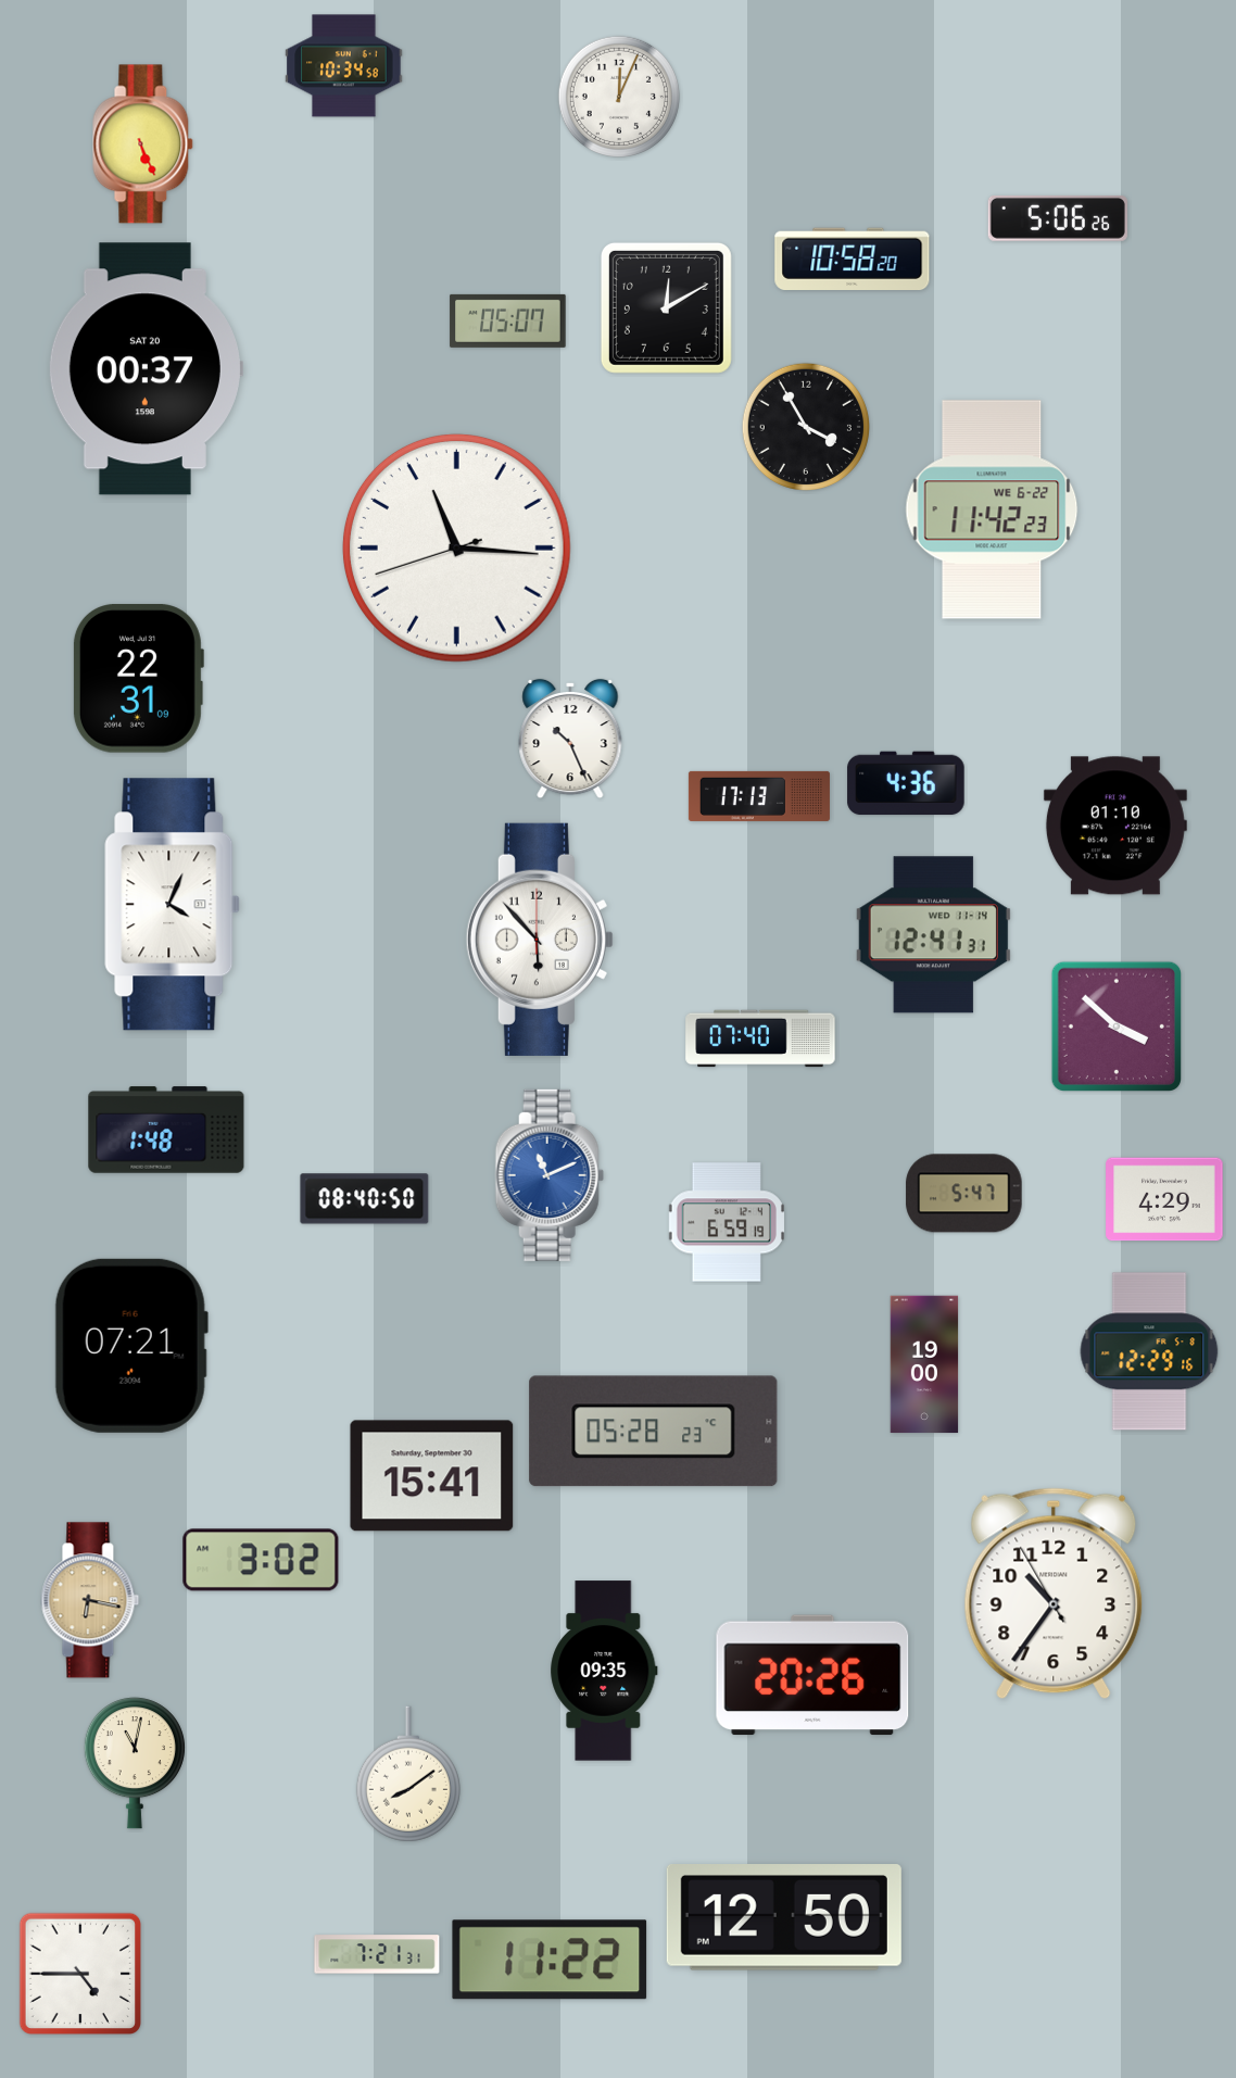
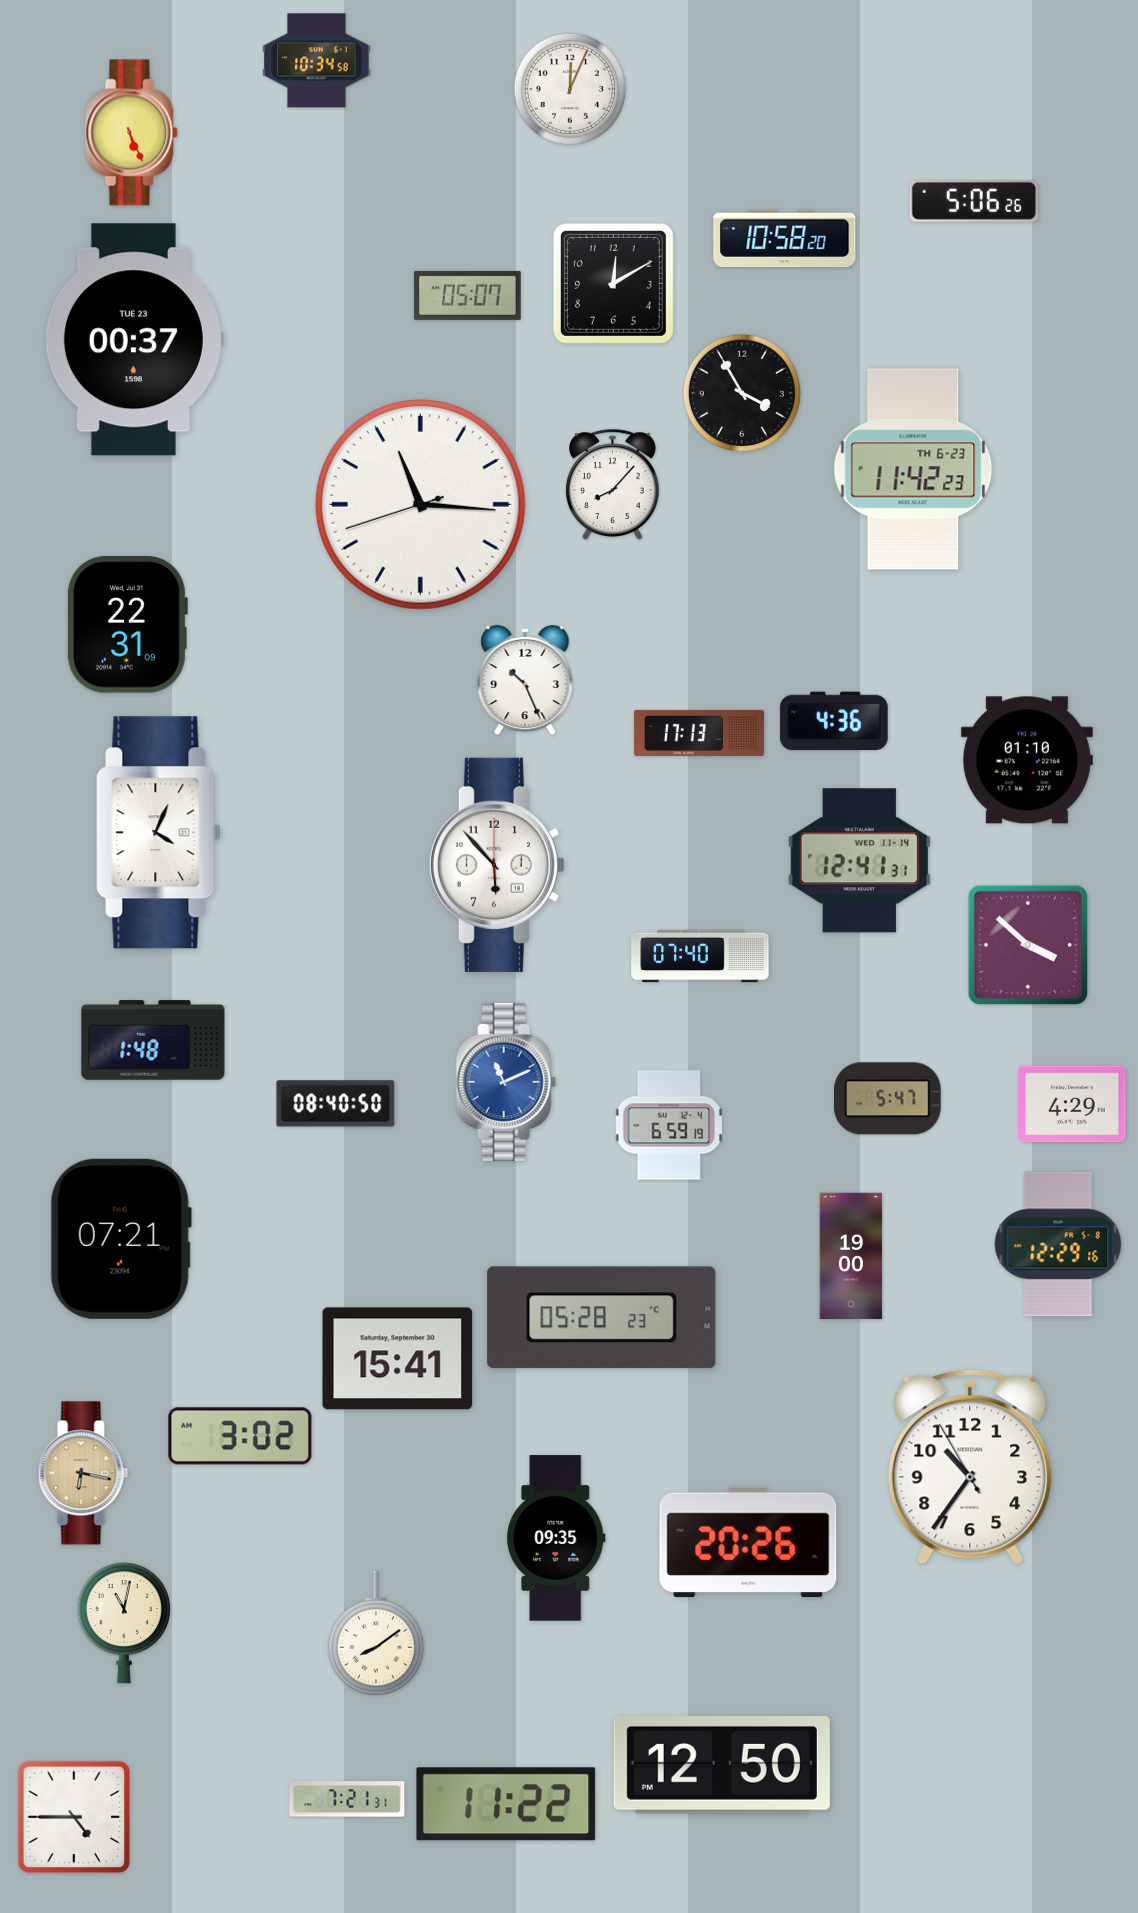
clock at (146, 369) date: SAT 20 -> TUE 23
clock at (992, 509) date: WE 6-22 -> TH 6-23
clock at (613, 484): none -> 8:07
